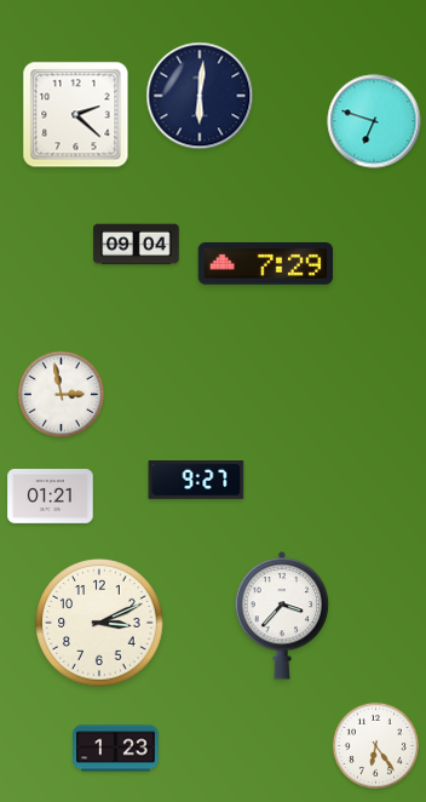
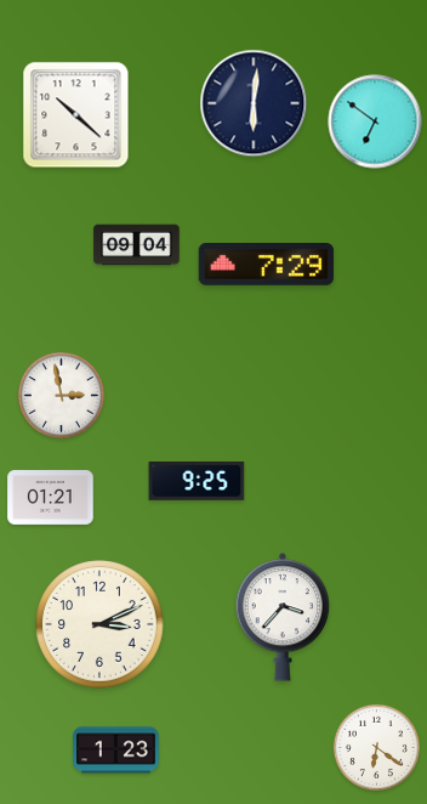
clock at (200, 96) position: (200, 96) -> (254, 103)
clock at (76, 115): 2:22 -> 10:22
clock at (374, 121): 6:48 -> 6:51
clock at (196, 480): 9:27 -> 9:25
clock at (375, 745): 6:24 -> 6:21
